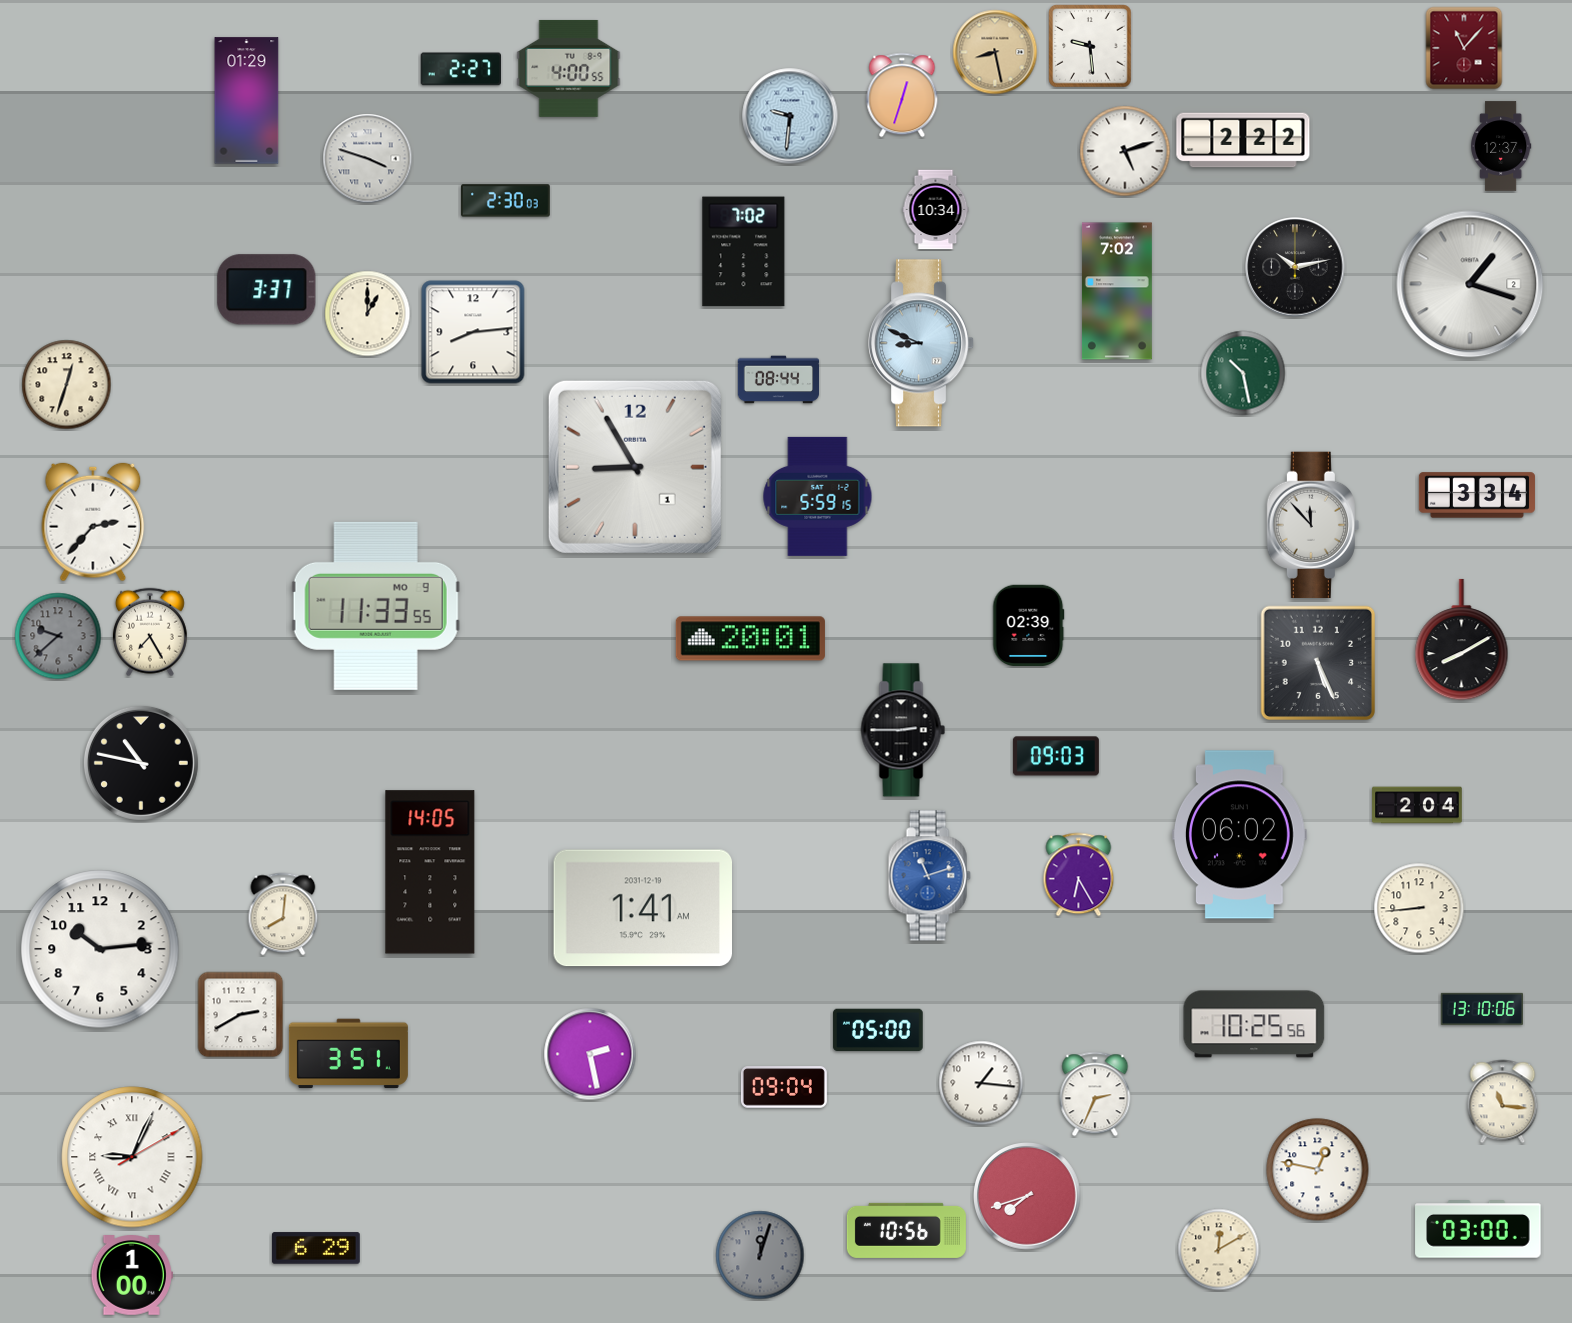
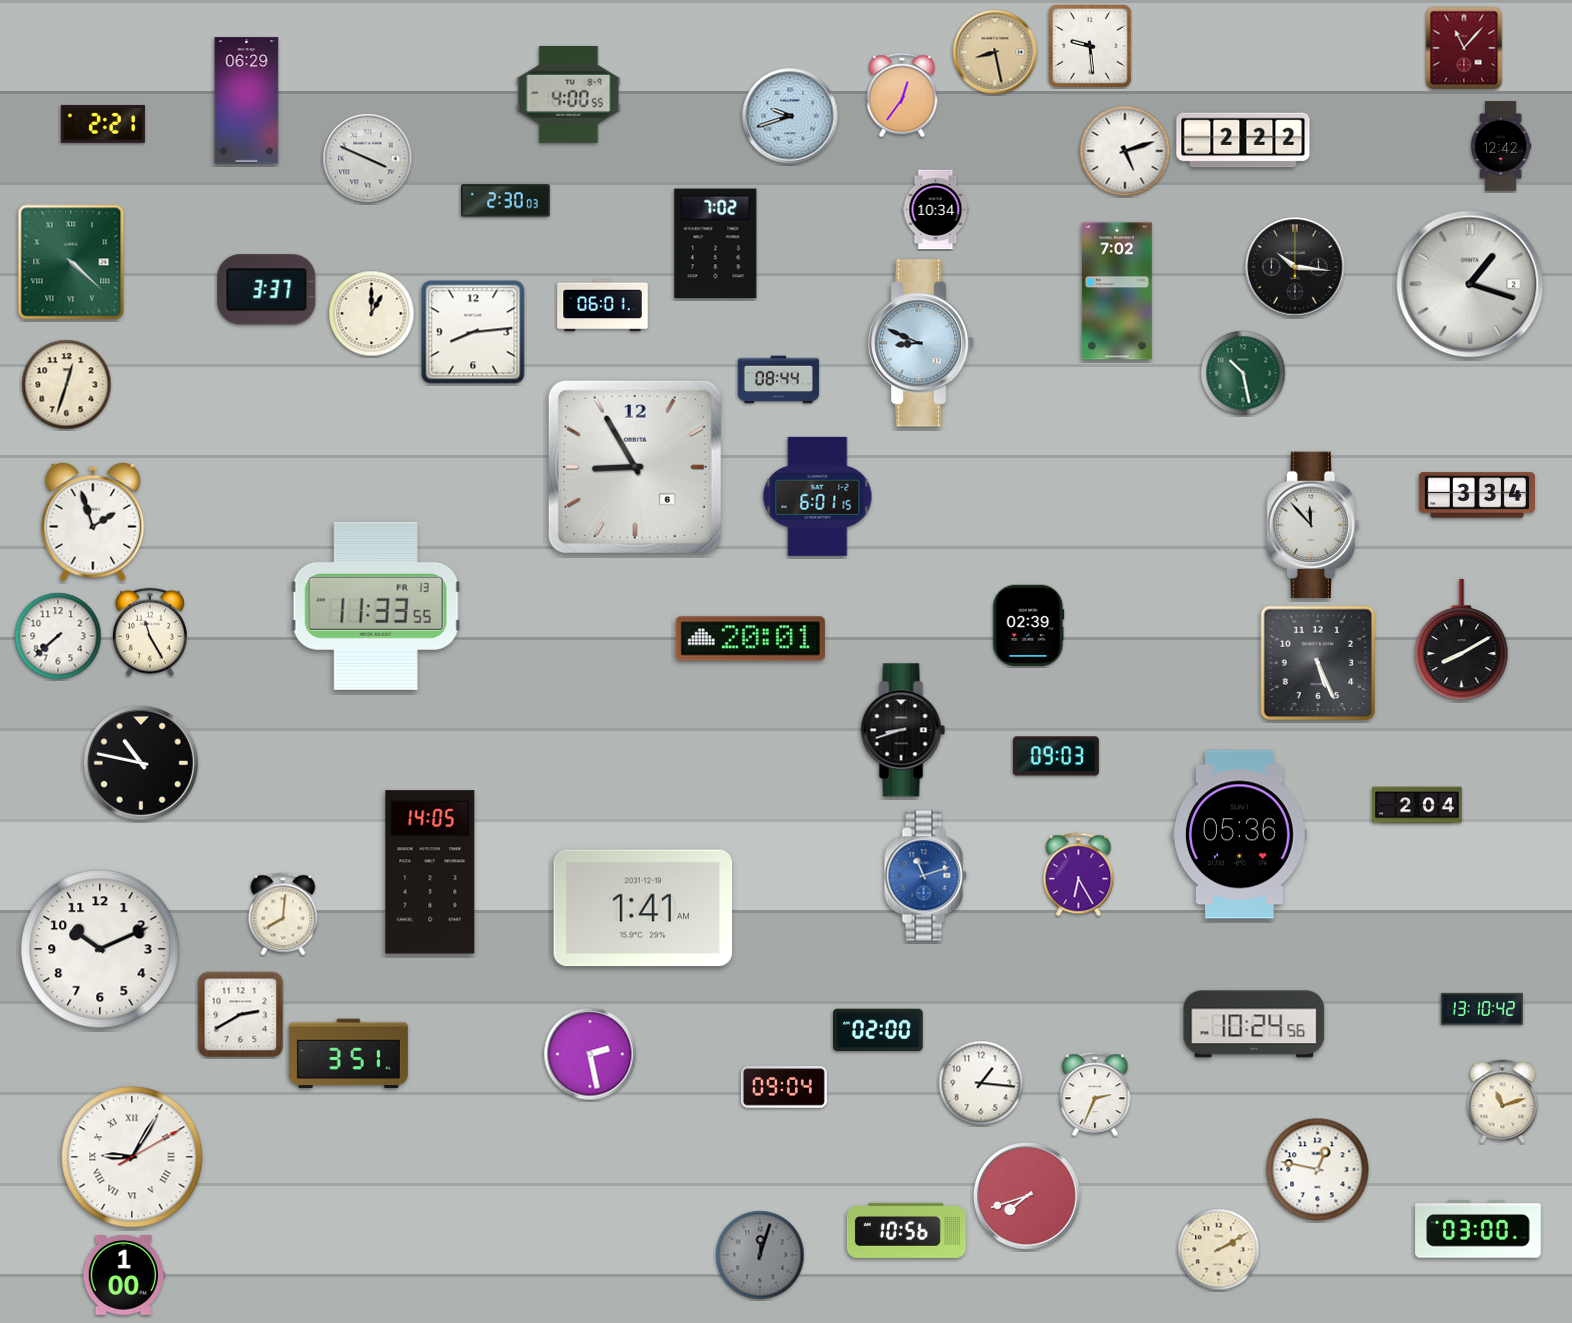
clock at (569, 68) position: (569, 68) -> (569, 94)
clock at (460, 69): 2:27 -> none
clock at (902, 95): 12:33 -> 12:36
clock at (247, 101): 01:29 -> 06:29
clock at (790, 116): 9:31 -> 9:42
clock at (103, 124): none -> 2:21
clock at (1501, 146): 12:37 -> 12:42
clock at (368, 159): 3:48 -> 3:49
clock at (744, 252) position: (744, 252) -> (716, 244)
clock at (71, 262): none -> 4:22
clock at (1295, 267): 10:13 -> 10:16
clock at (603, 306): none -> 06:01
clock at (368, 314) position: (368, 314) -> (372, 314)
clock at (635, 467) date: 1 -> 6
clock at (818, 496): 5:59 -> 6:01
clock at (93, 522): 2:37 -> 1:57
clock at (376, 606) date: MO 9 -> FR 13
clock at (150, 632): 7:25 -> 11:25
clock at (58, 636): 9:38 -> 7:38
clock at (58, 636) dial: grey -> white
clock at (903, 730): 2:45 -> 8:42
clock at (1239, 835): 06:02 -> 05:36
clock at (929, 876) position: (929, 876) -> (925, 876)
clock at (1419, 908): 8:44 -> none
clock at (100, 949): 10:14 -> 10:11
clock at (1481, 1009): 13:10:06 -> 13:10:42
clock at (1254, 1024): 10:25 -> 10:24
clock at (878, 1030): 05:00 -> 02:00
clock at (1503, 1102): 11:16 -> 11:12
clock at (132, 1157): 9:04 -> 9:05
clock at (316, 1248): 6:29 -> none
clock at (1219, 1250): 12:10 -> 2:10
clock at (132, 1276) position: (132, 1276) -> (124, 1276)
